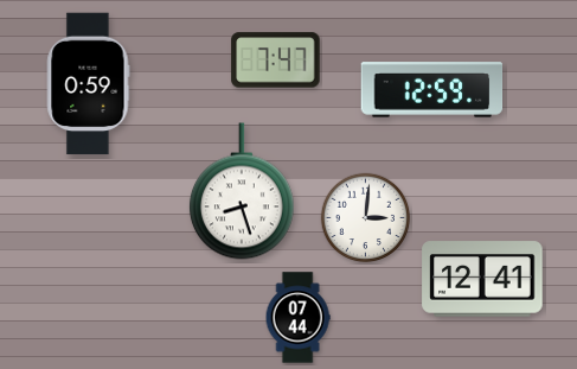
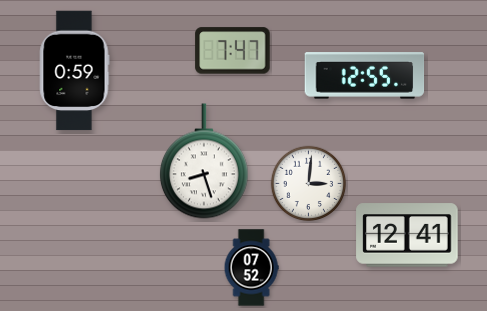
clock at (432, 90): 12:59 -> 12:55
clock at (297, 318): 07:44 -> 07:52
